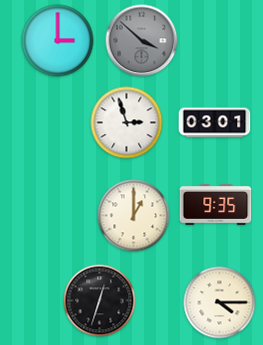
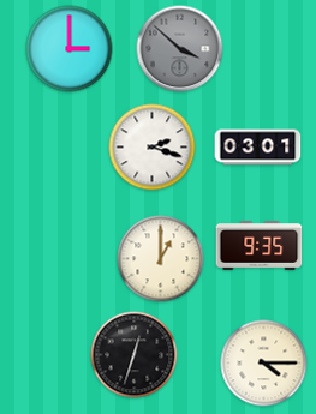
clock at (142, 41) position: (142, 41) -> (180, 49)
clock at (127, 123): 2:57 -> 2:18
clock at (100, 301) position: (100, 301) -> (135, 355)
